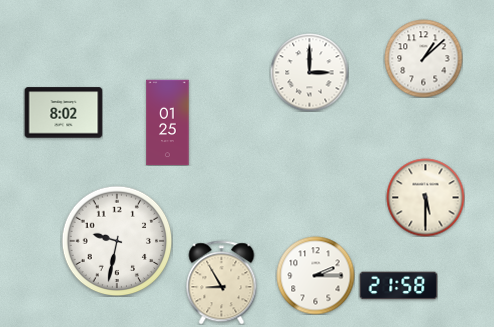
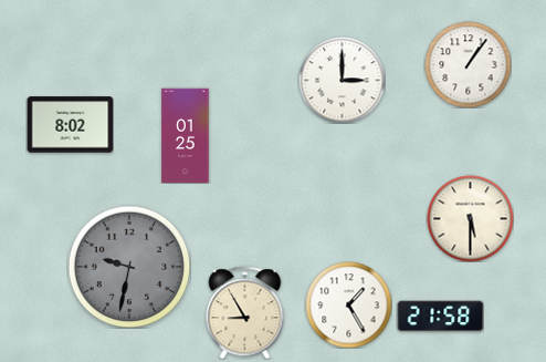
clock at (423, 58): 1:08 -> 1:06
clock at (117, 241) dial: white -> grey
clock at (315, 275): 2:15 -> 1:25
